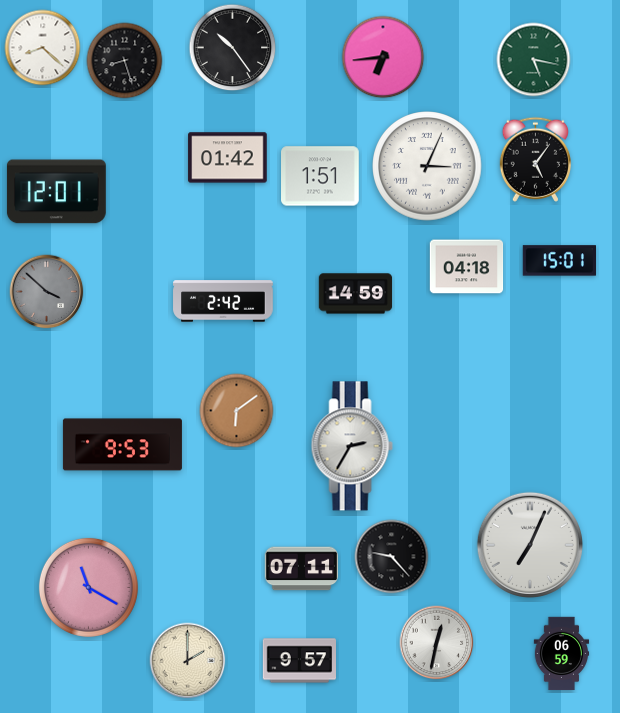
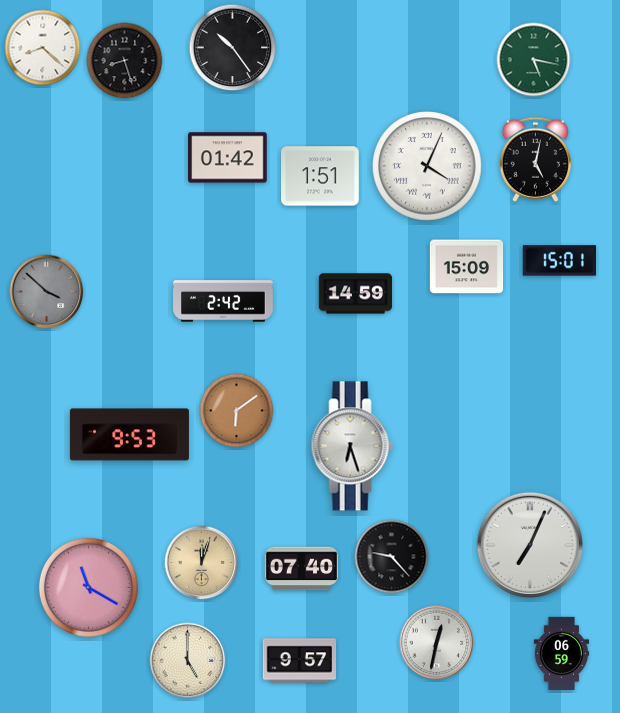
clock at (383, 57): 6:44 -> none
clock at (535, 159): 5:06 -> 5:02
clock at (427, 166): 3:04 -> 4:04
clock at (56, 192): 12:01 -> none
clock at (467, 267): 04:18 -> 15:09
clock at (122, 445) position: (122, 445) -> (129, 435)
clock at (352, 446): 2:35 -> 6:27
clock at (202, 563): none -> 12:03
clock at (302, 569): 07:11 -> 07:40
clock at (188, 661): 2:00 -> 5:00
